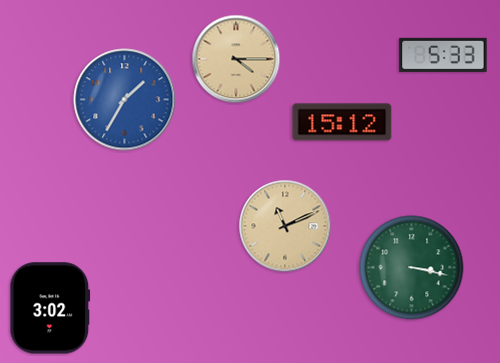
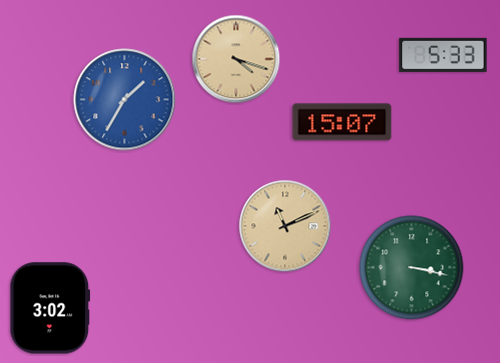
clock at (236, 59): 4:15 -> 4:18
clock at (342, 122): 15:12 -> 15:07
